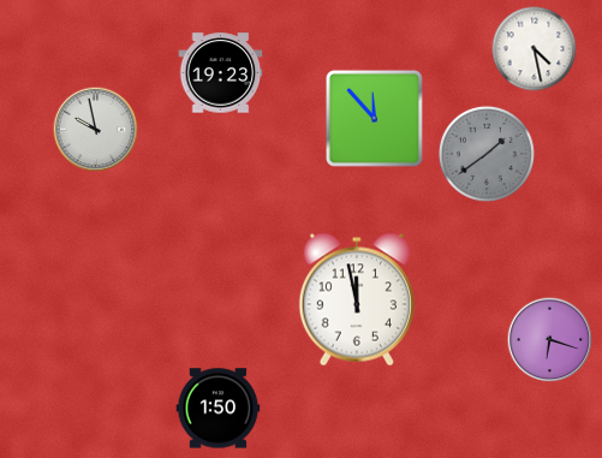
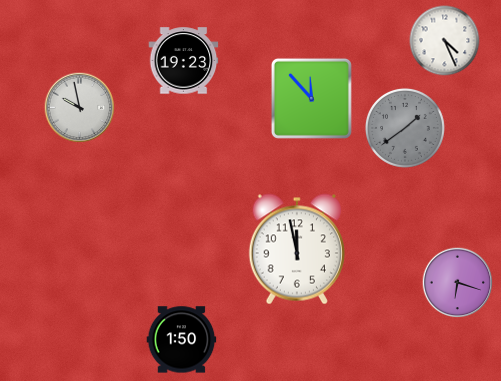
clock at (535, 49): 4:28 -> 4:26
